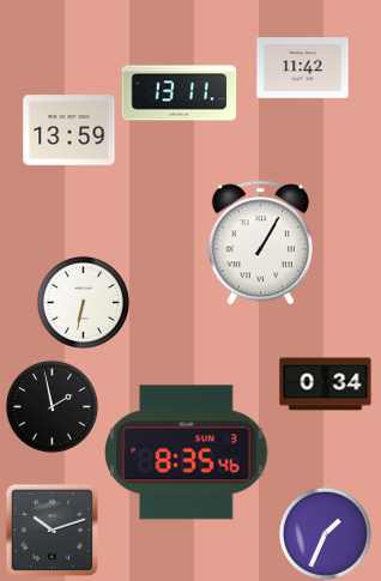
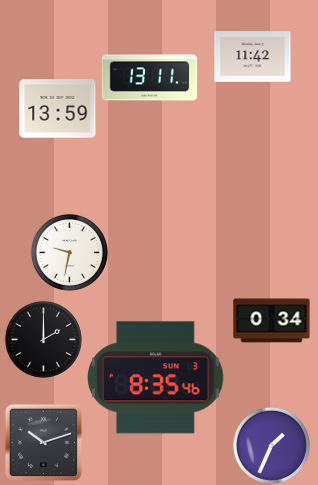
clock at (260, 243): 1:05 -> none
clock at (83, 302): 6:32 -> 9:32
clock at (52, 406): 1:58 -> 2:00
